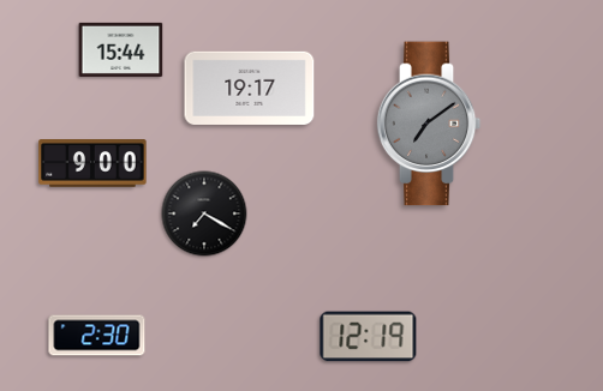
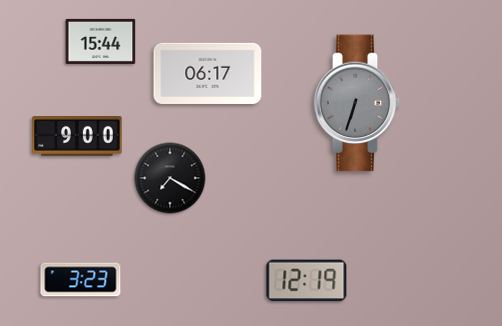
clock at (250, 88): 19:17 -> 06:17
clock at (429, 124): 7:09 -> 6:33
clock at (97, 336): 2:30 -> 3:23
